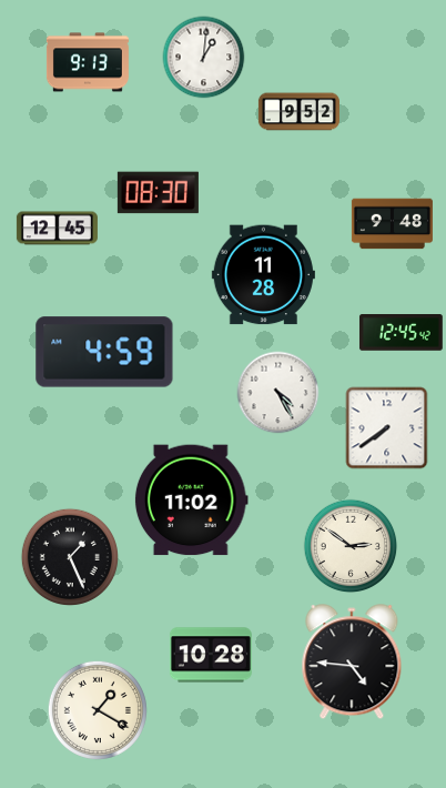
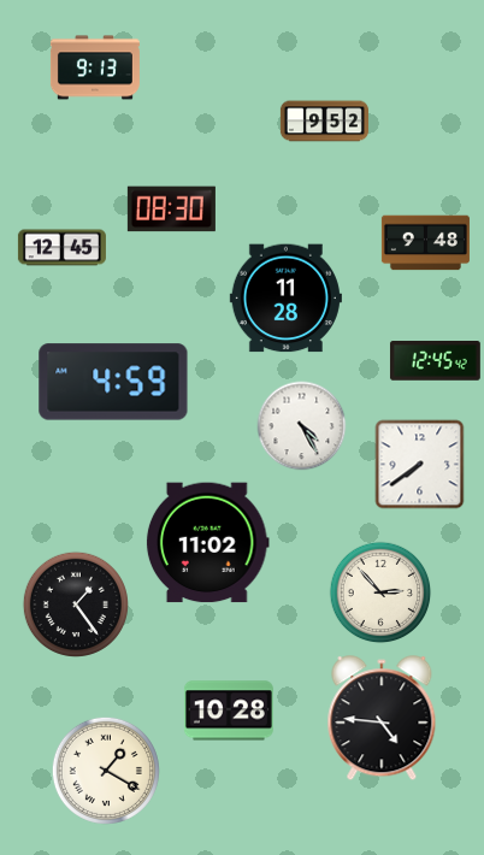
clock at (204, 58): 1:01 -> none
clock at (351, 546): 2:51 -> 2:53
clock at (70, 557): 1:26 -> 1:24
